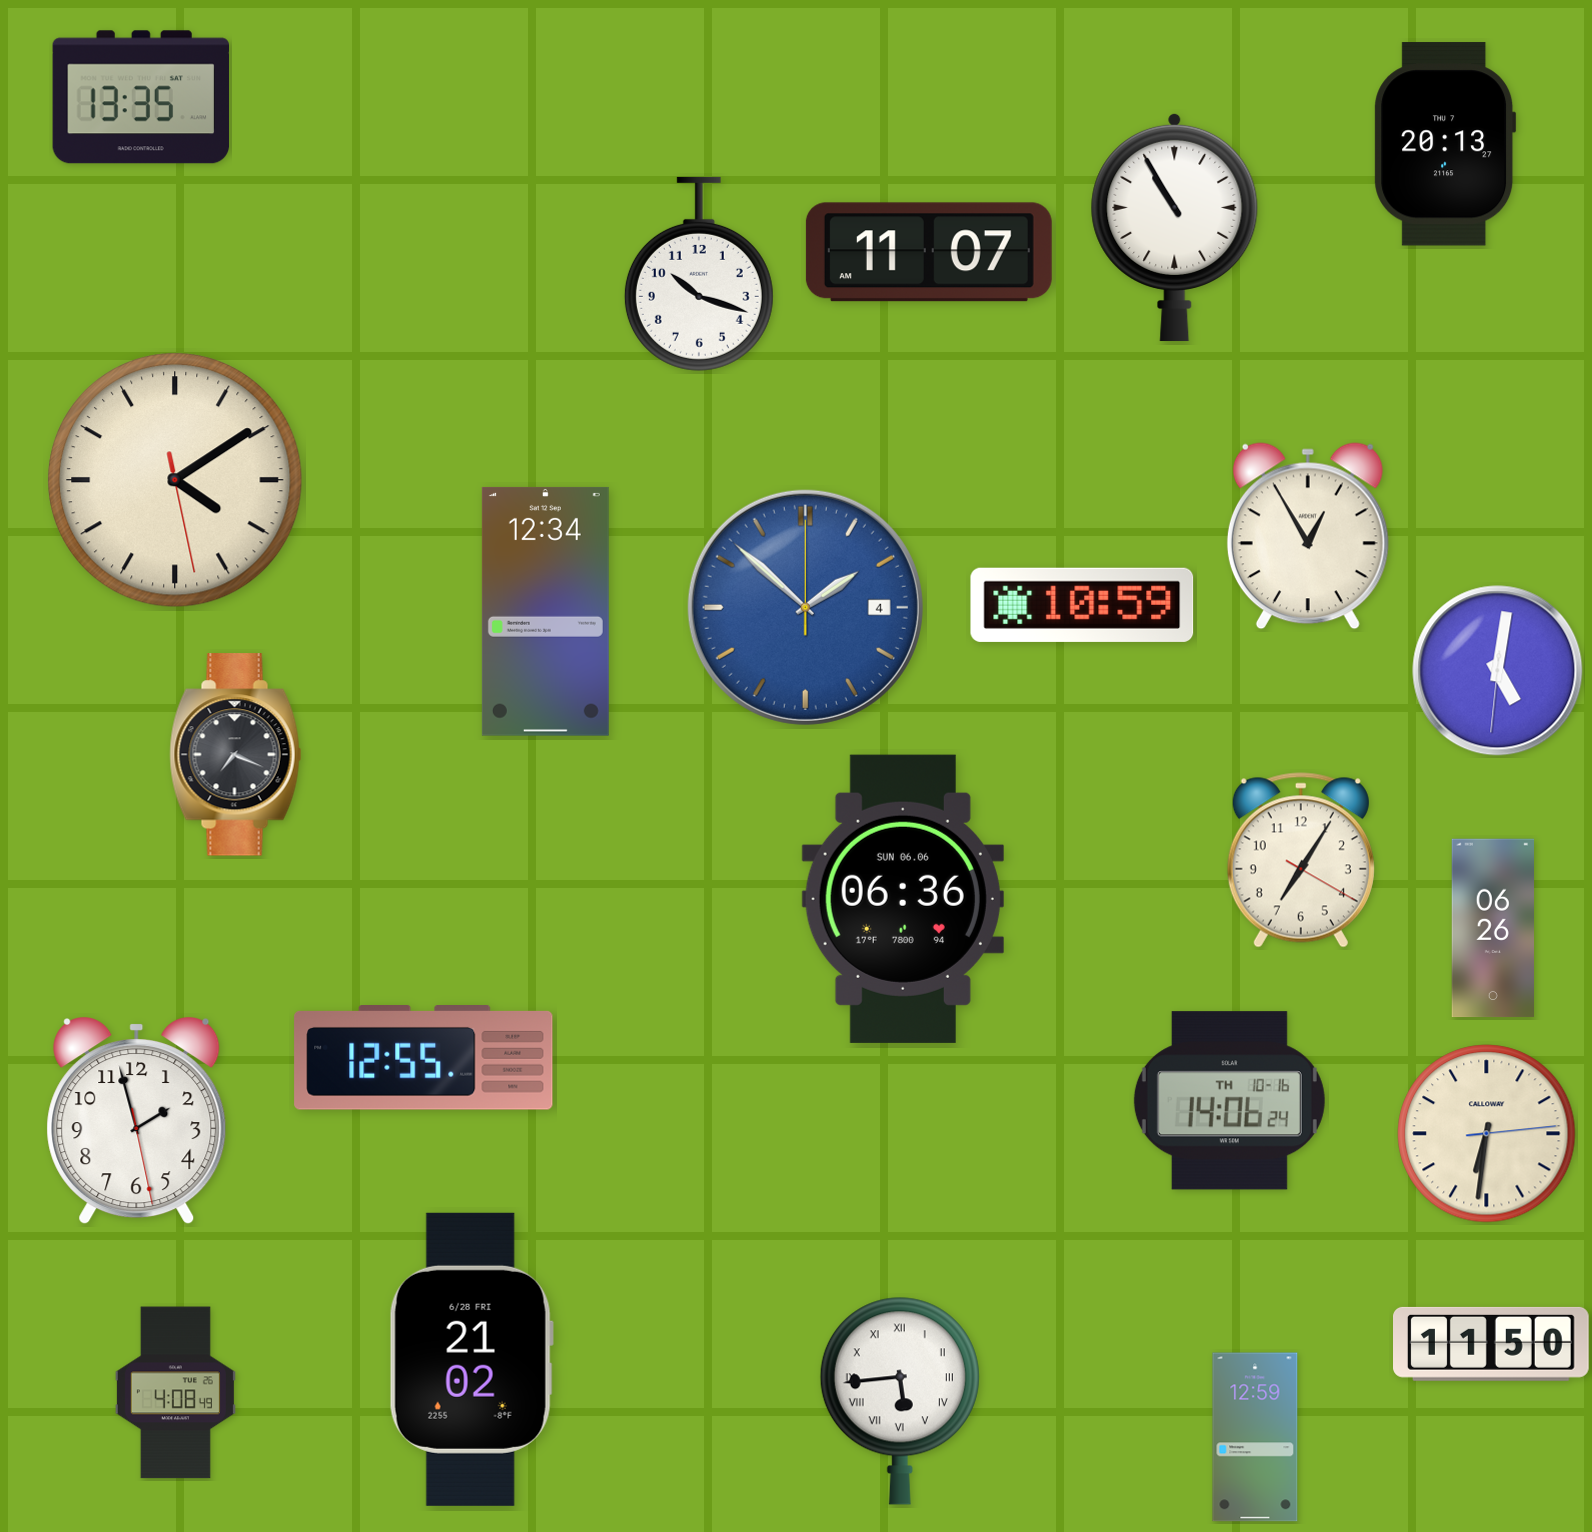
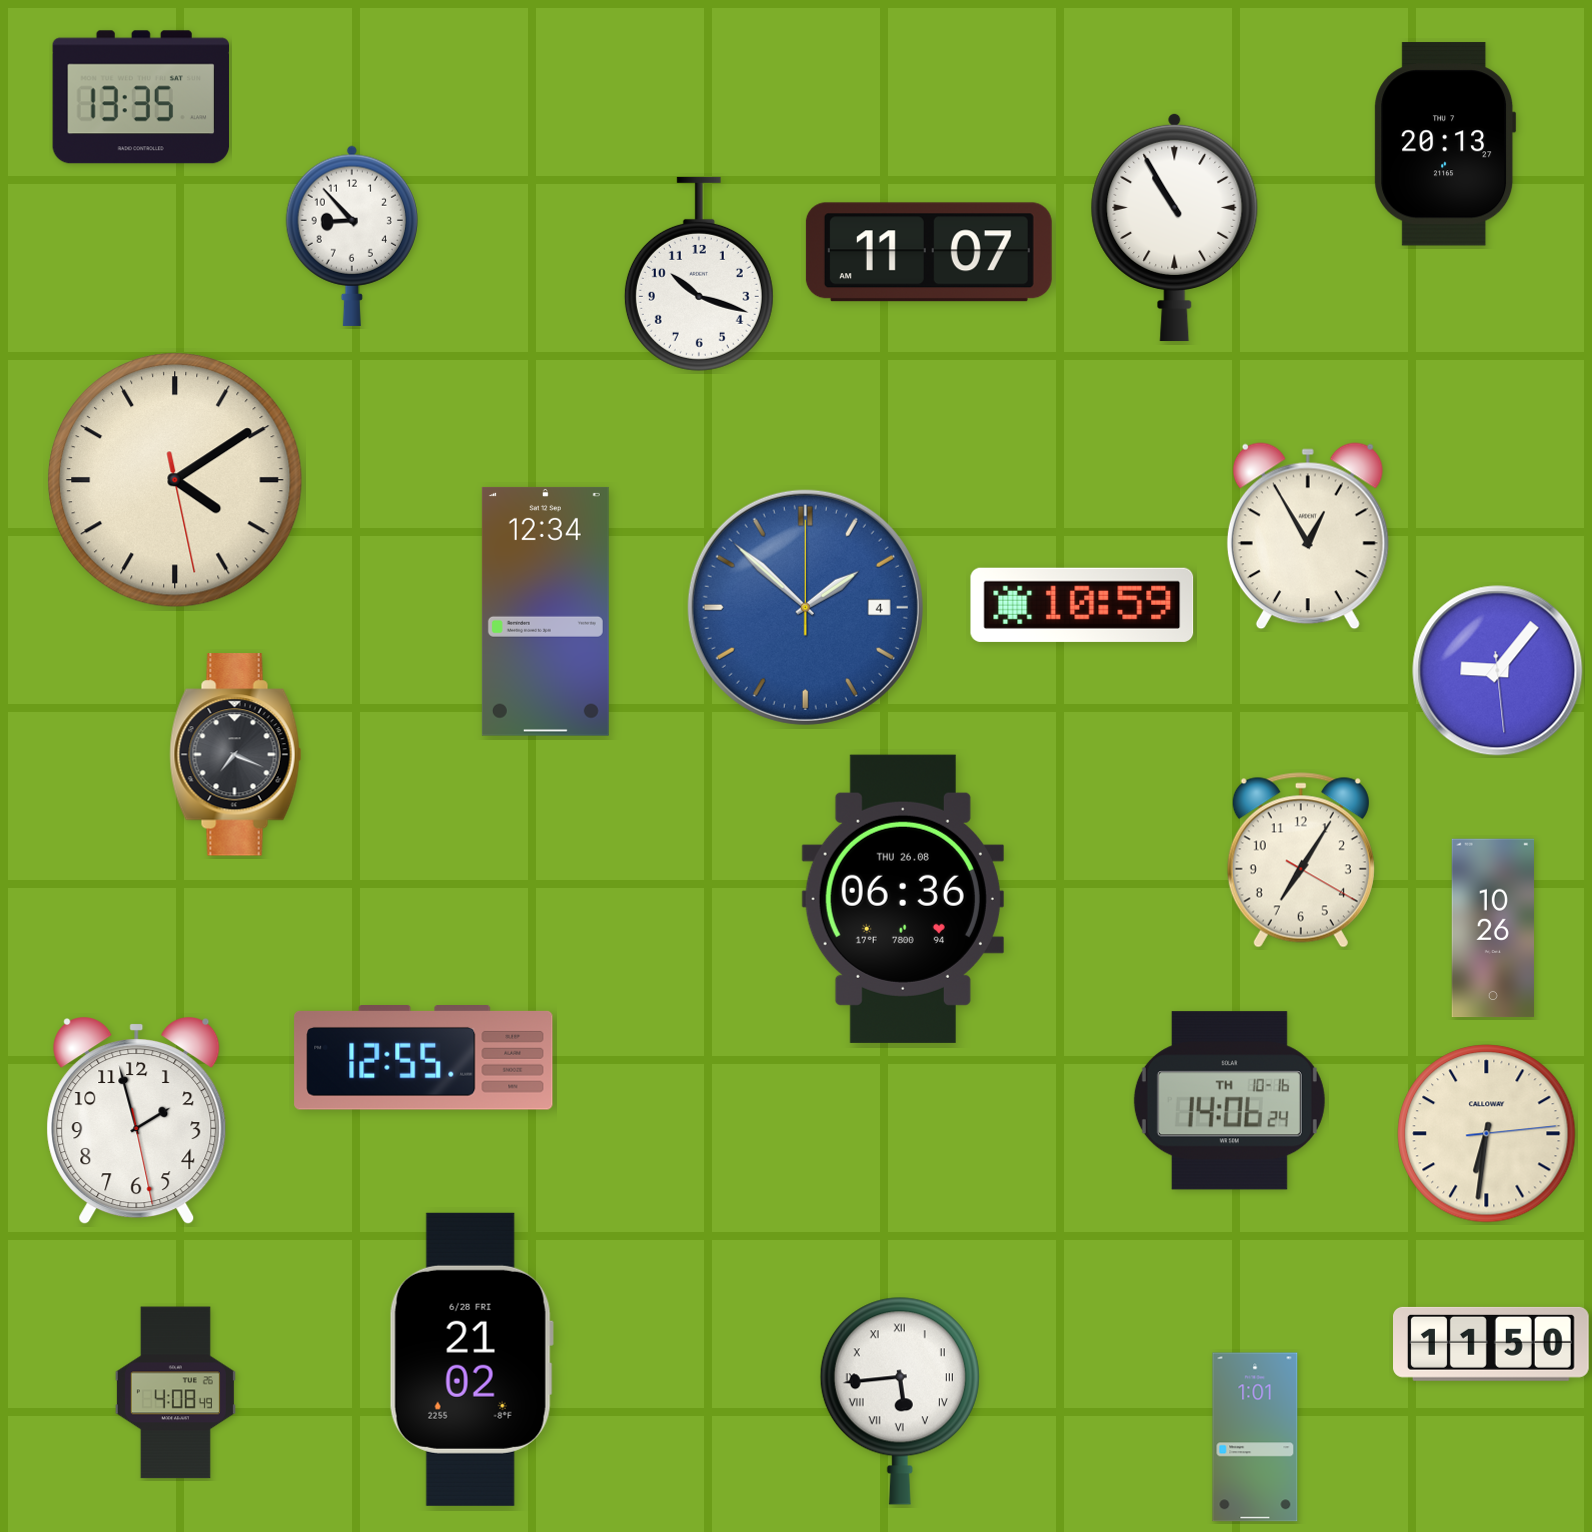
clock at (352, 236): none -> 8:53
clock at (1498, 671): 5:01 -> 9:06
clock at (903, 899) date: SUN 06.06 -> THU 26.08
clock at (1493, 928): 06:26 -> 10:26
clock at (1255, 1437): 12:59 -> 1:01
